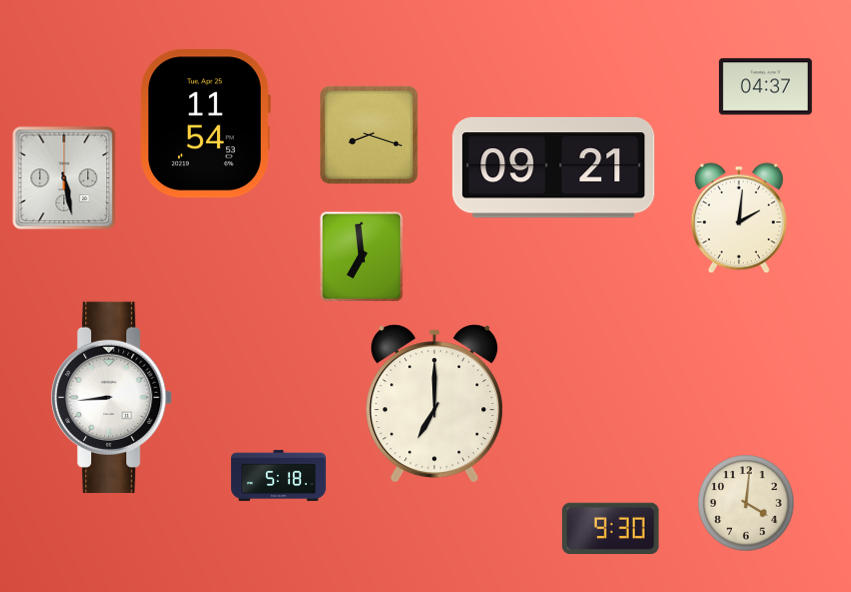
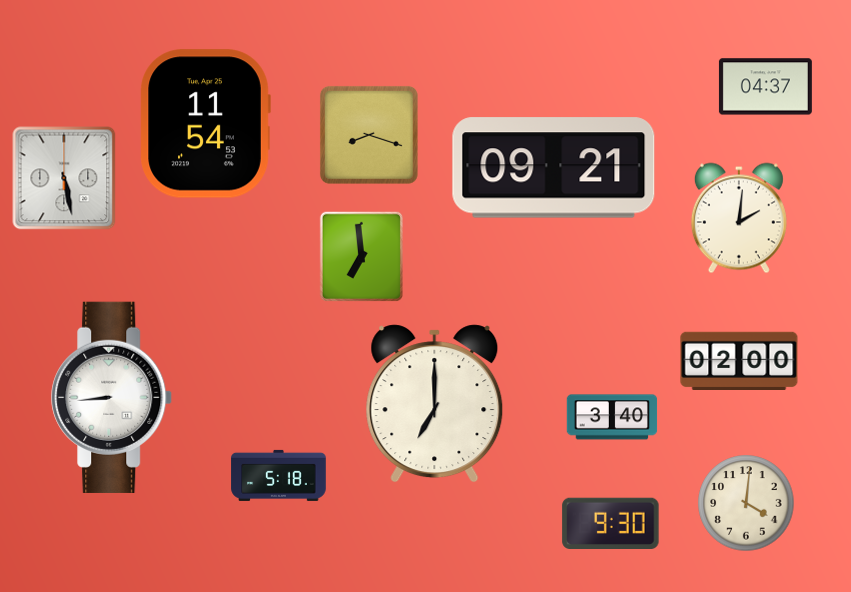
clock at (739, 360): none -> 02:00
clock at (612, 417): none -> 3:40
clock at (611, 528) position: (611, 528) -> (611, 523)
